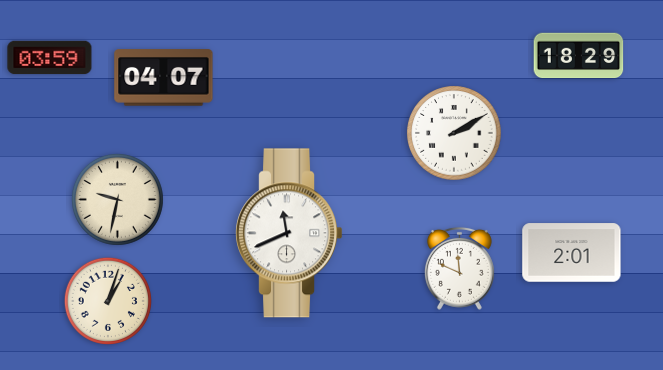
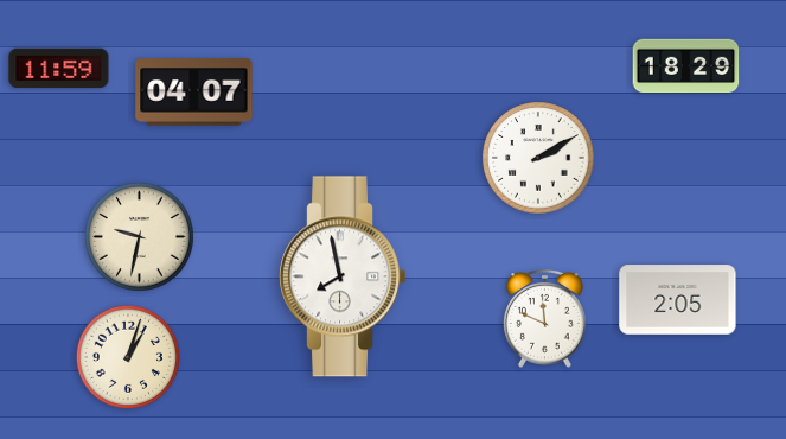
clock at (50, 58): 03:59 -> 11:59
clock at (289, 233): 11:41 -> 7:58
clock at (572, 253): 2:01 -> 2:05
